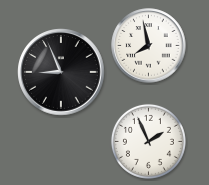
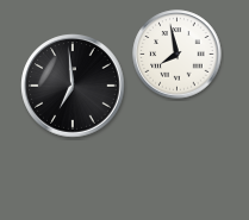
clock at (61, 72): 8:56 -> 6:59
clock at (148, 141): 1:56 -> none
